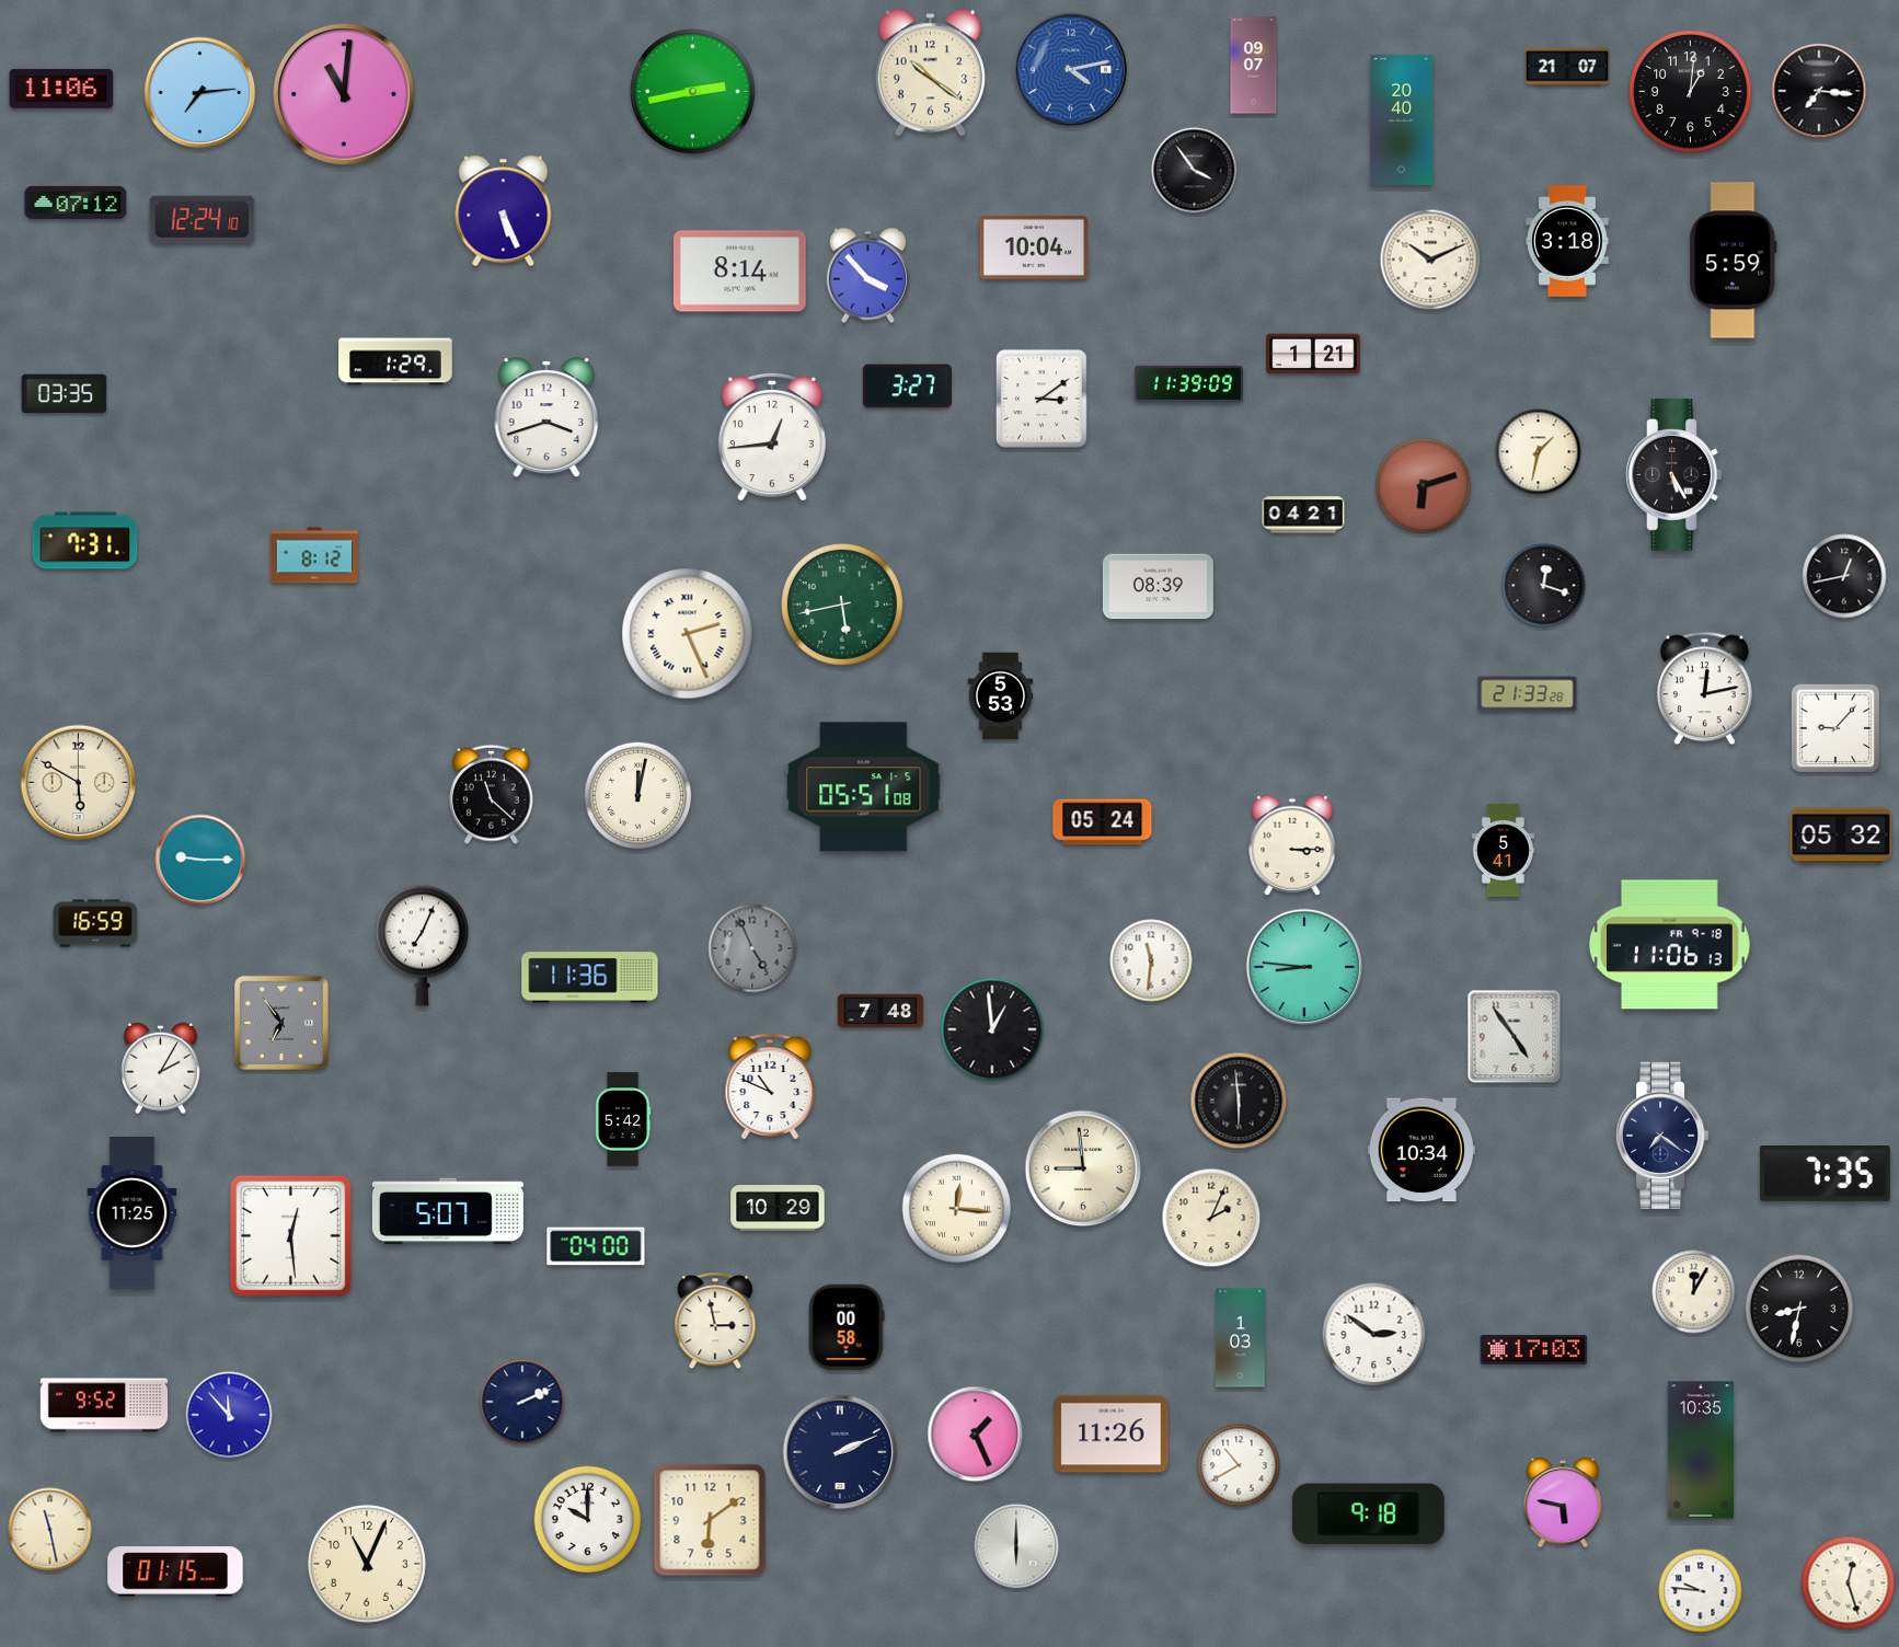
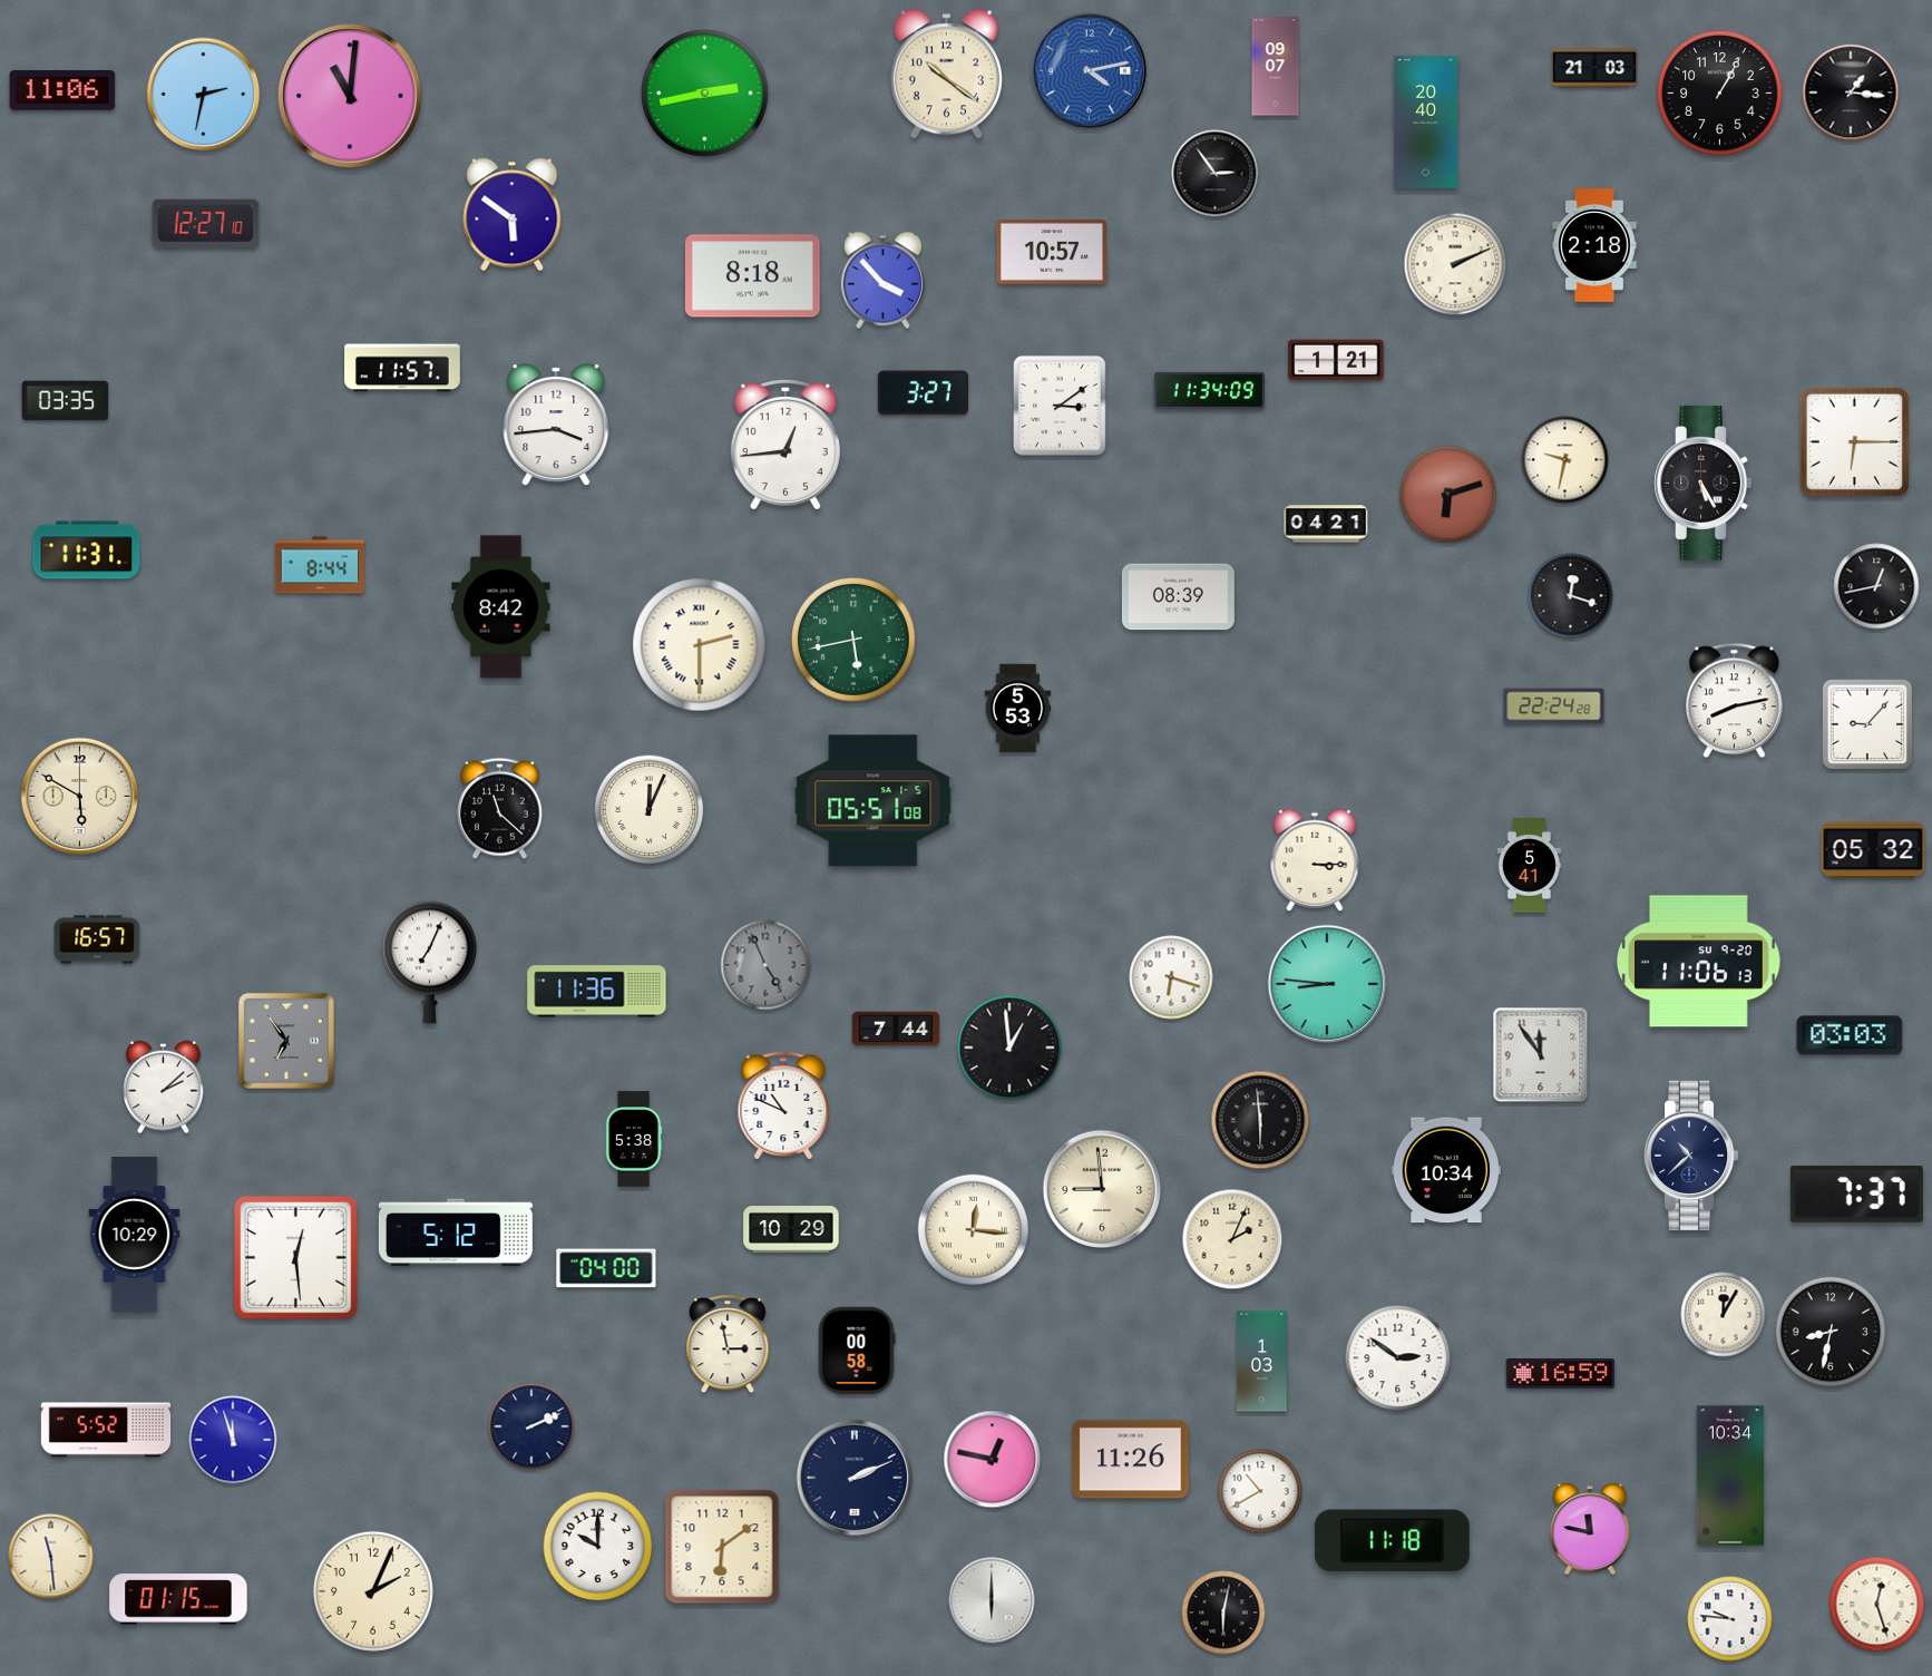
clock at (1567, 67): 21:07 -> 21:03
clock at (1819, 91): 7:16 -> 1:16
clock at (1691, 92): 1:01 -> 1:05
clock at (200, 93): 7:14 -> 2:32
clock at (1195, 171): 3:54 -> 2:54
clock at (76, 203): 07:12 -> none
clock at (504, 211): 5:26 -> 5:51
clock at (203, 220): 12:24 -> 12:27
clock at (1567, 242): 3:18 -> 2:18
clock at (1033, 249): 10:04 -> 10:57
clock at (1430, 260): 10:11 -> 2:11
clock at (1734, 261): 5:59 -> none
clock at (739, 272): 8:14 -> 8:18
clock at (395, 361): 1:29 -> 11:57
clock at (1188, 383): 11:39 -> 11:34
clock at (546, 417): 3:42 -> 3:44
clock at (1854, 441): none -> 6:15
clock at (1539, 452): 1:32 -> 9:32
clock at (85, 541): 7:31 -> 11:31
clock at (313, 555): 8:12 -> 8:44
clock at (501, 607): none -> 8:42
clock at (843, 606) position: (843, 606) -> (855, 641)
clock at (688, 634): 2:26 -> 2:30
clock at (1704, 689): 12:13 -> 8:13
clock at (1528, 694): 21:33 -> 22:24
clock at (1835, 728) position: (1835, 728) -> (1867, 724)
clock at (864, 787) position: (864, 787) -> (874, 801)
clock at (638, 796): 12:02 -> 12:04
clock at (1103, 822): 05:24 -> none
clock at (200, 860): 9:15 -> none
clock at (95, 923): 16:59 -> 16:57
clock at (1669, 945) date: FR 9-18 -> SU 9-20
clock at (1151, 960): 11:31 -> 6:18
clock at (590, 978) position: (590, 978) -> (597, 992)
clock at (881, 1011): 7:48 -> 7:44
clock at (1850, 1035): none -> 03:03
clock at (1515, 1037): 4:54 -> 11:54
clock at (161, 1069): 2:05 -> 2:08
clock at (623, 1119): 5:42 -> 5:38
clock at (1662, 1135): 7:21 -> 10:38
clock at (1825, 1173): 7:35 -> 7:37
clock at (448, 1211): 5:07 -> 5:12
clock at (133, 1213): 11:25 -> 10:29
clock at (847, 1327) position: (847, 1327) -> (857, 1351)
clock at (1534, 1349): 17:03 -> 16:59
clock at (104, 1405): 9:52 -> 5:52
clock at (229, 1415): 11:53 -> 11:57
clock at (976, 1435): 1:26 -> 12:47
clock at (1701, 1450): 10:35 -> 10:34
clock at (1563, 1504): 5:47 -> 11:47
clock at (1368, 1514): 9:18 -> 11:18
clock at (50, 1530): 11:28 -> 11:29
clock at (1016, 1546) position: (1016, 1546) -> (992, 1600)
clock at (367, 1564): 11:04 -> 2:04
clock at (1849, 1583) position: (1849, 1583) -> (1877, 1605)
clock at (1223, 1612): none -> 6:02
